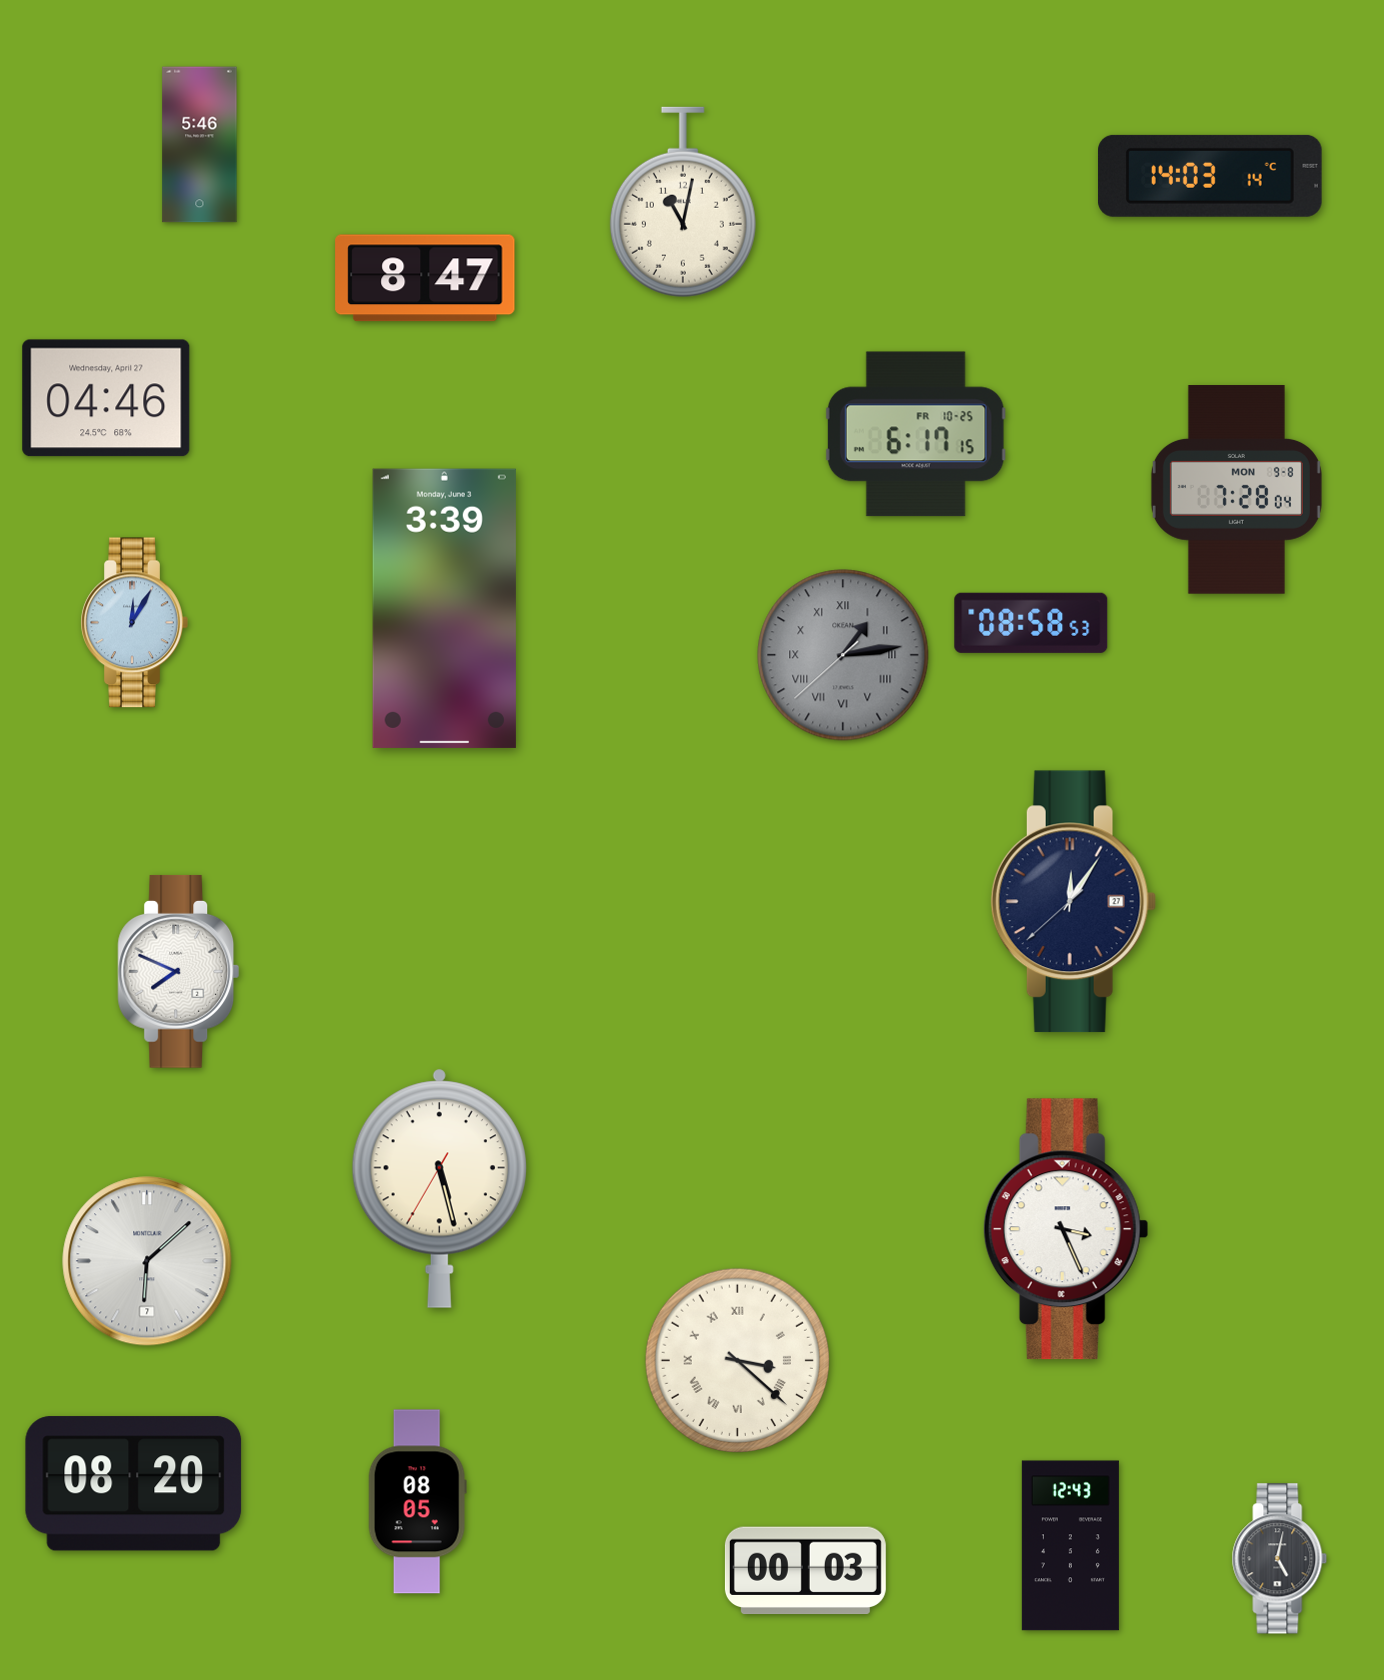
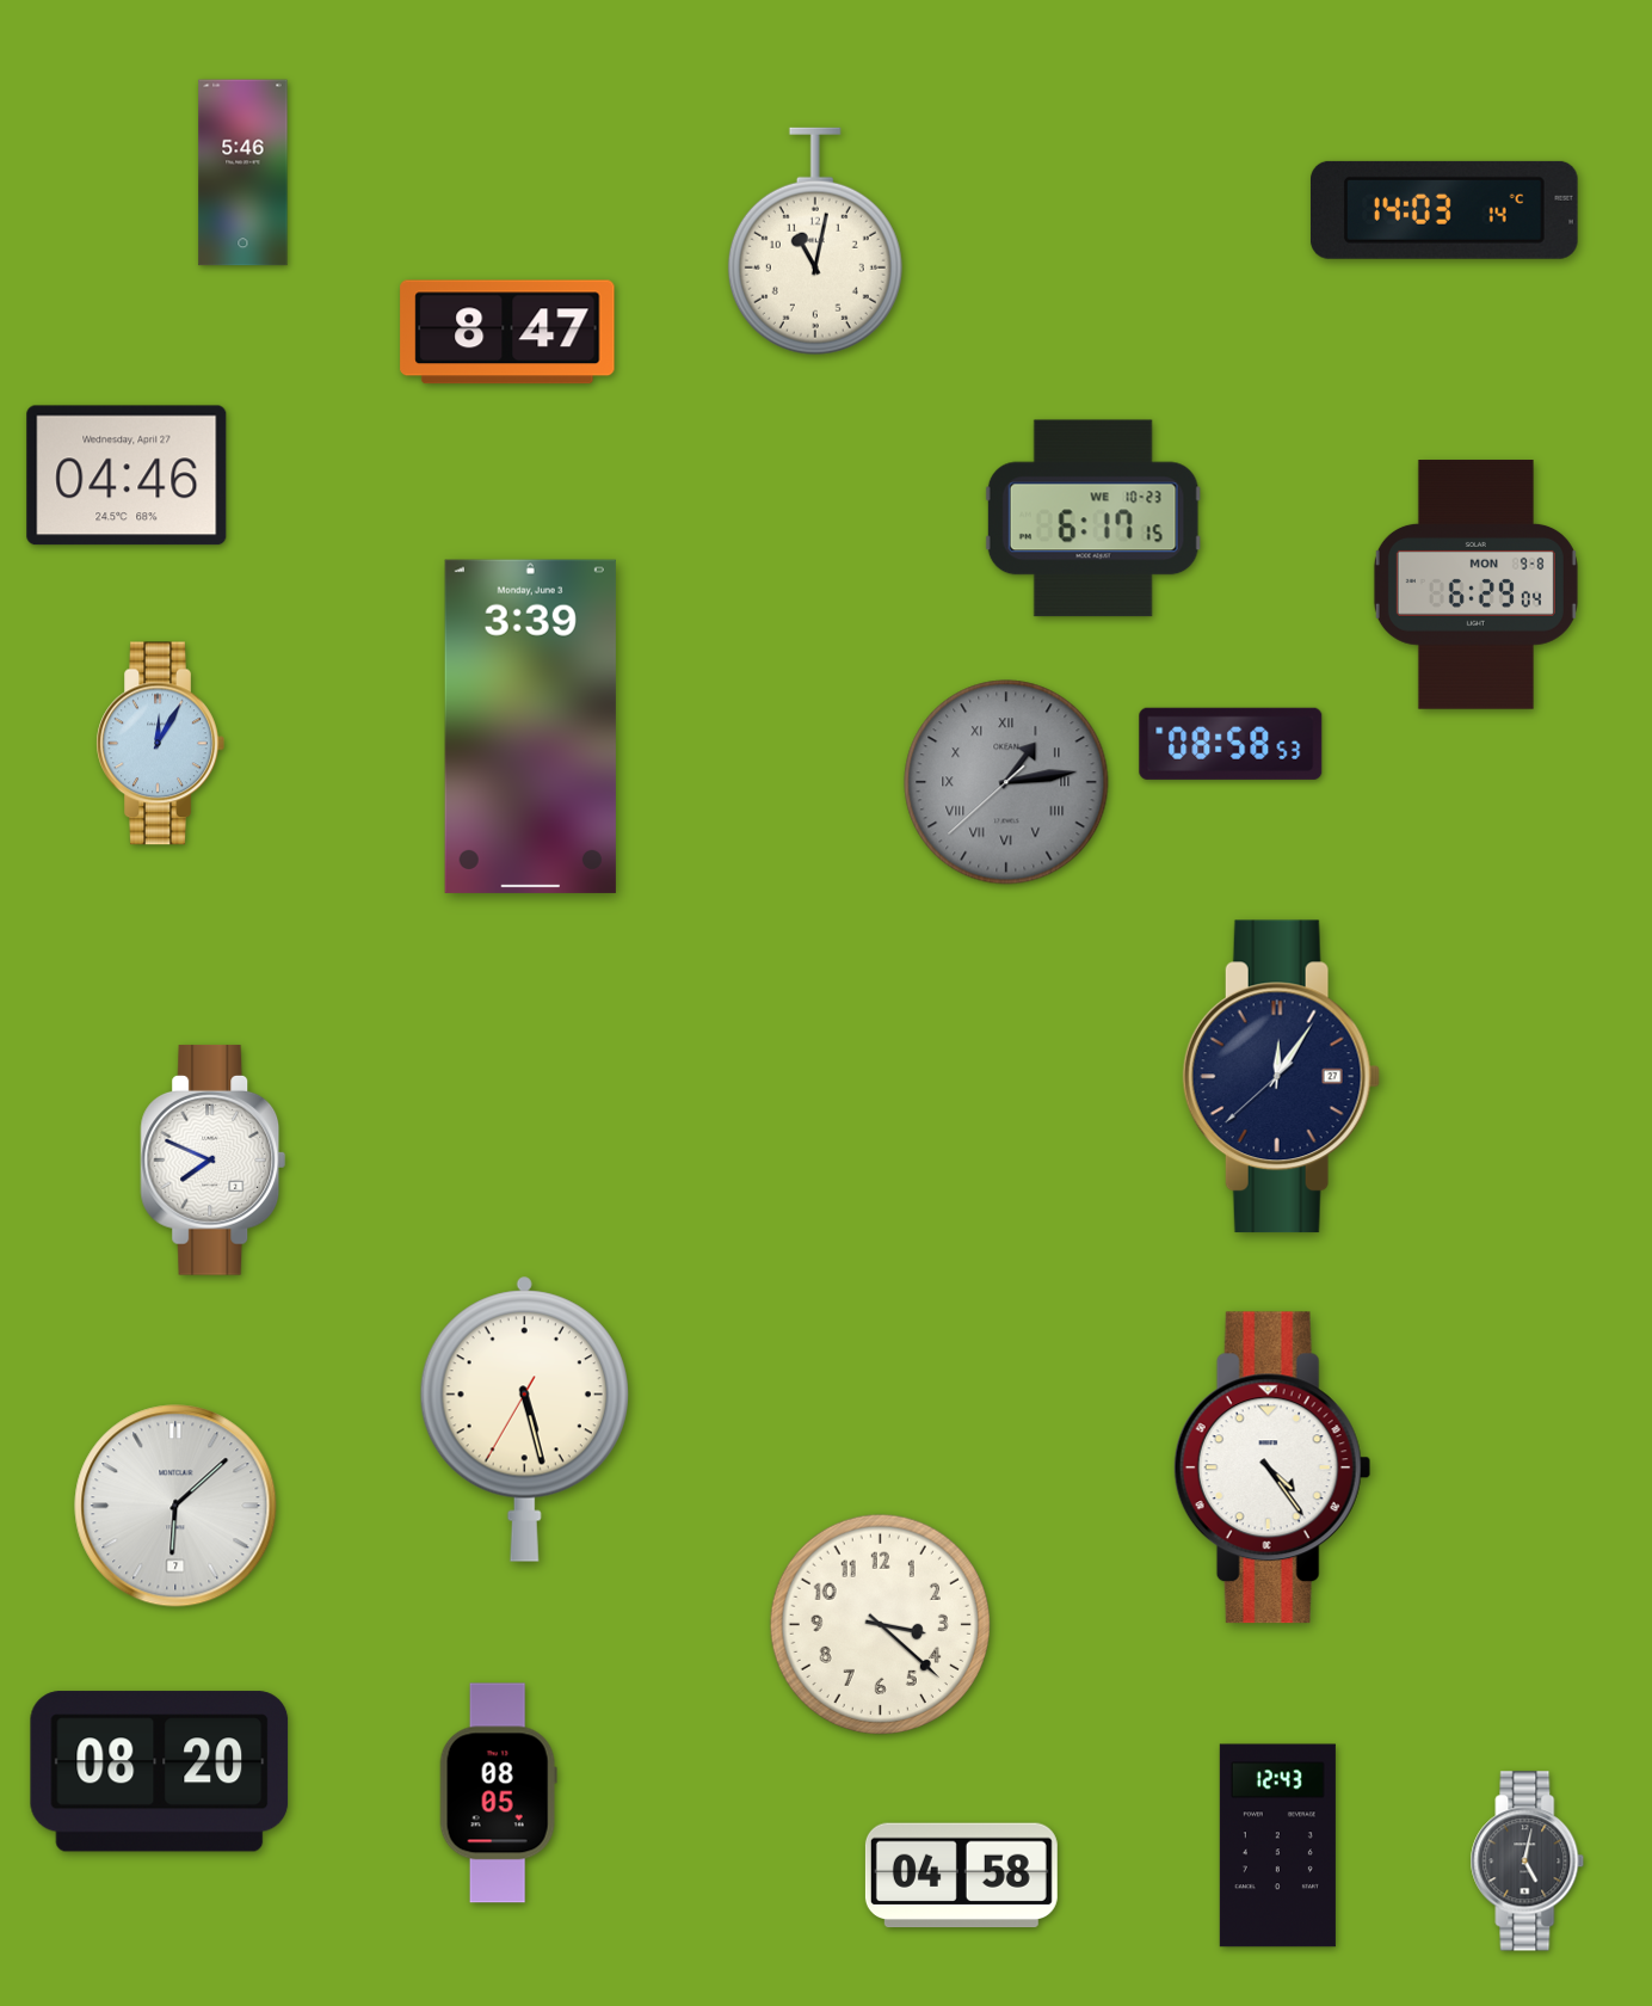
clock at (200, 145) position: (200, 145) -> (244, 173)
clock at (916, 434) date: FR 10-25 -> WE 10-23
clock at (1236, 490): 7:28 -> 6:29
clock at (1066, 1229): 3:26 -> 4:24
clock at (737, 1360) numerals: Roman -> Arabic
clock at (805, 1571): 00:03 -> 04:58
